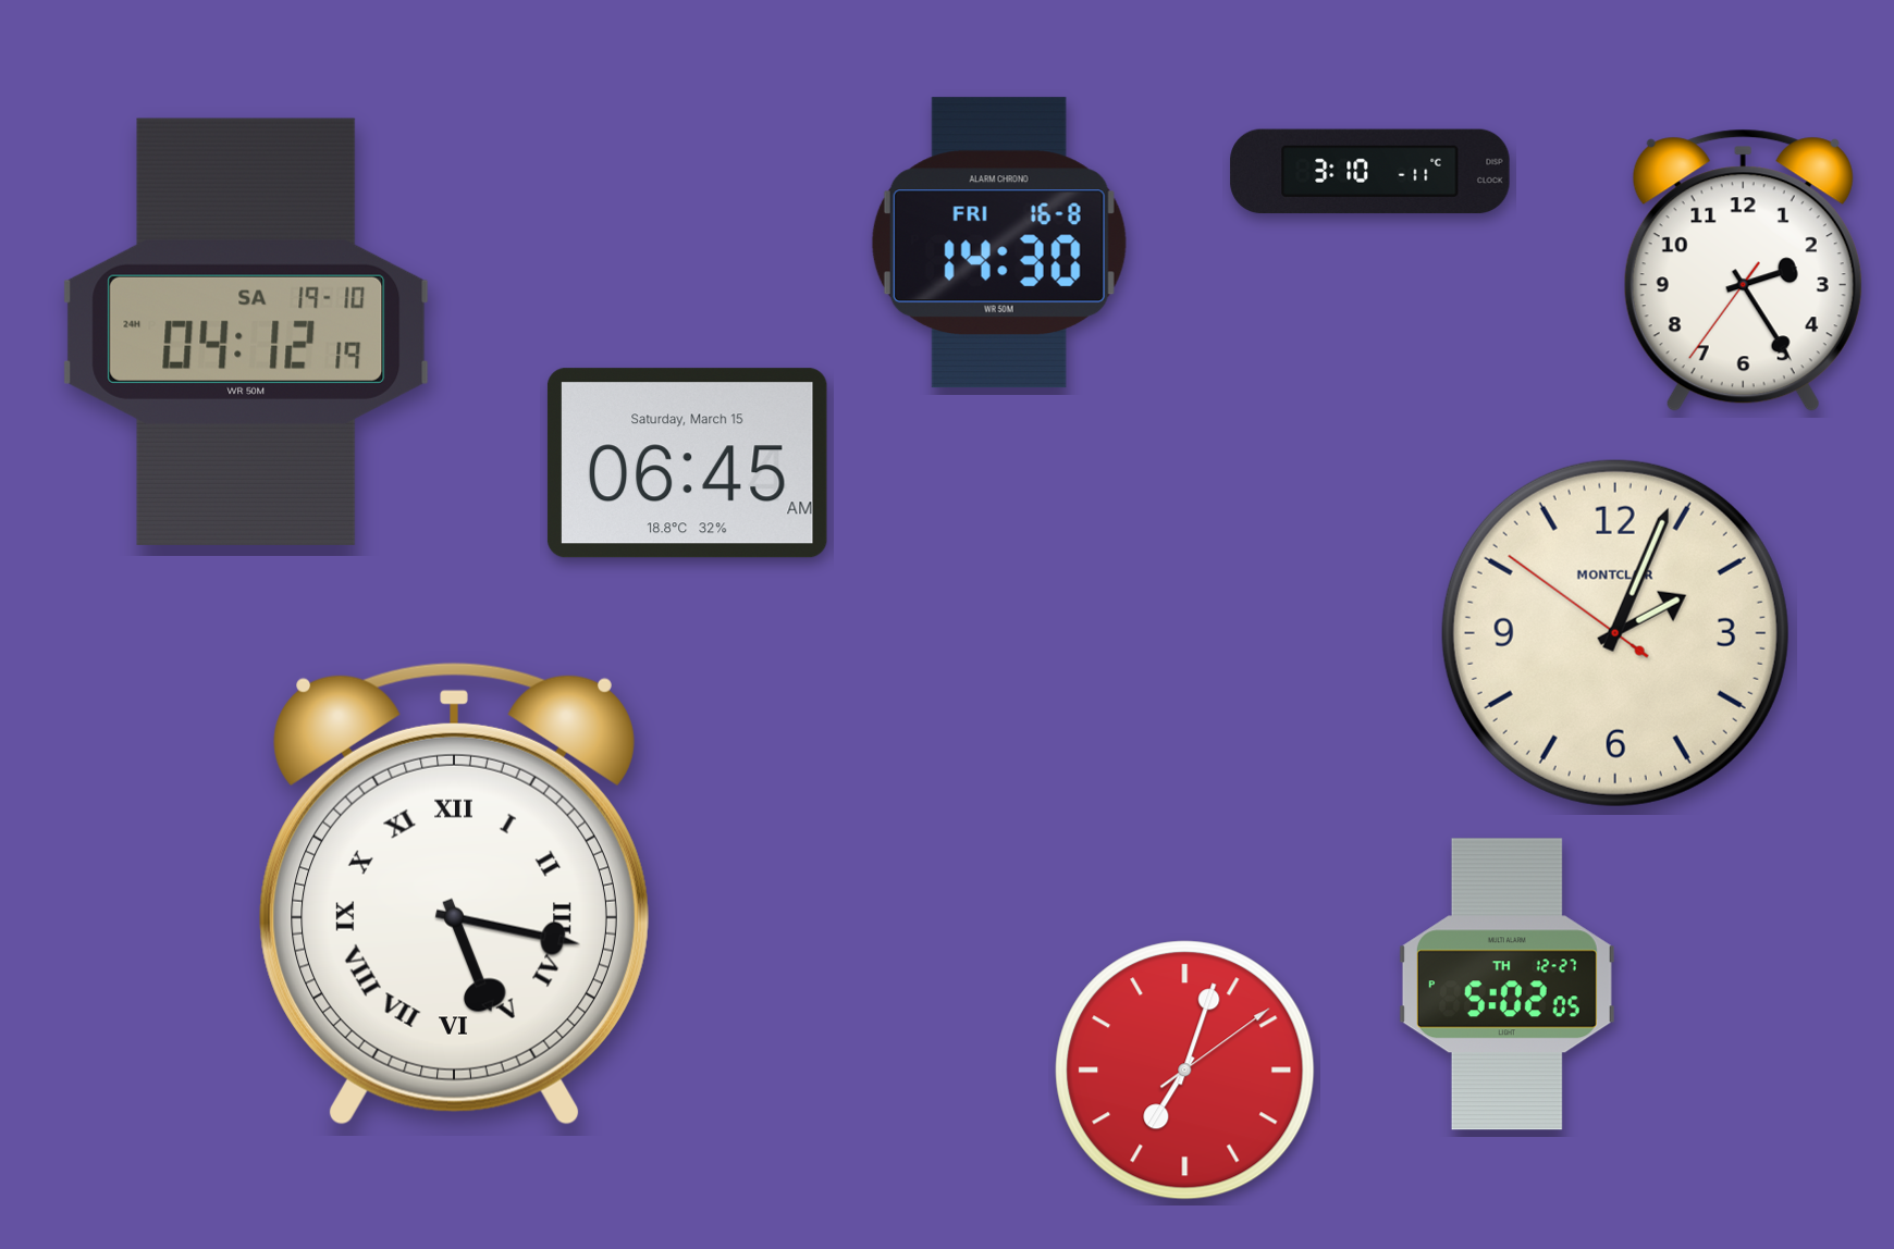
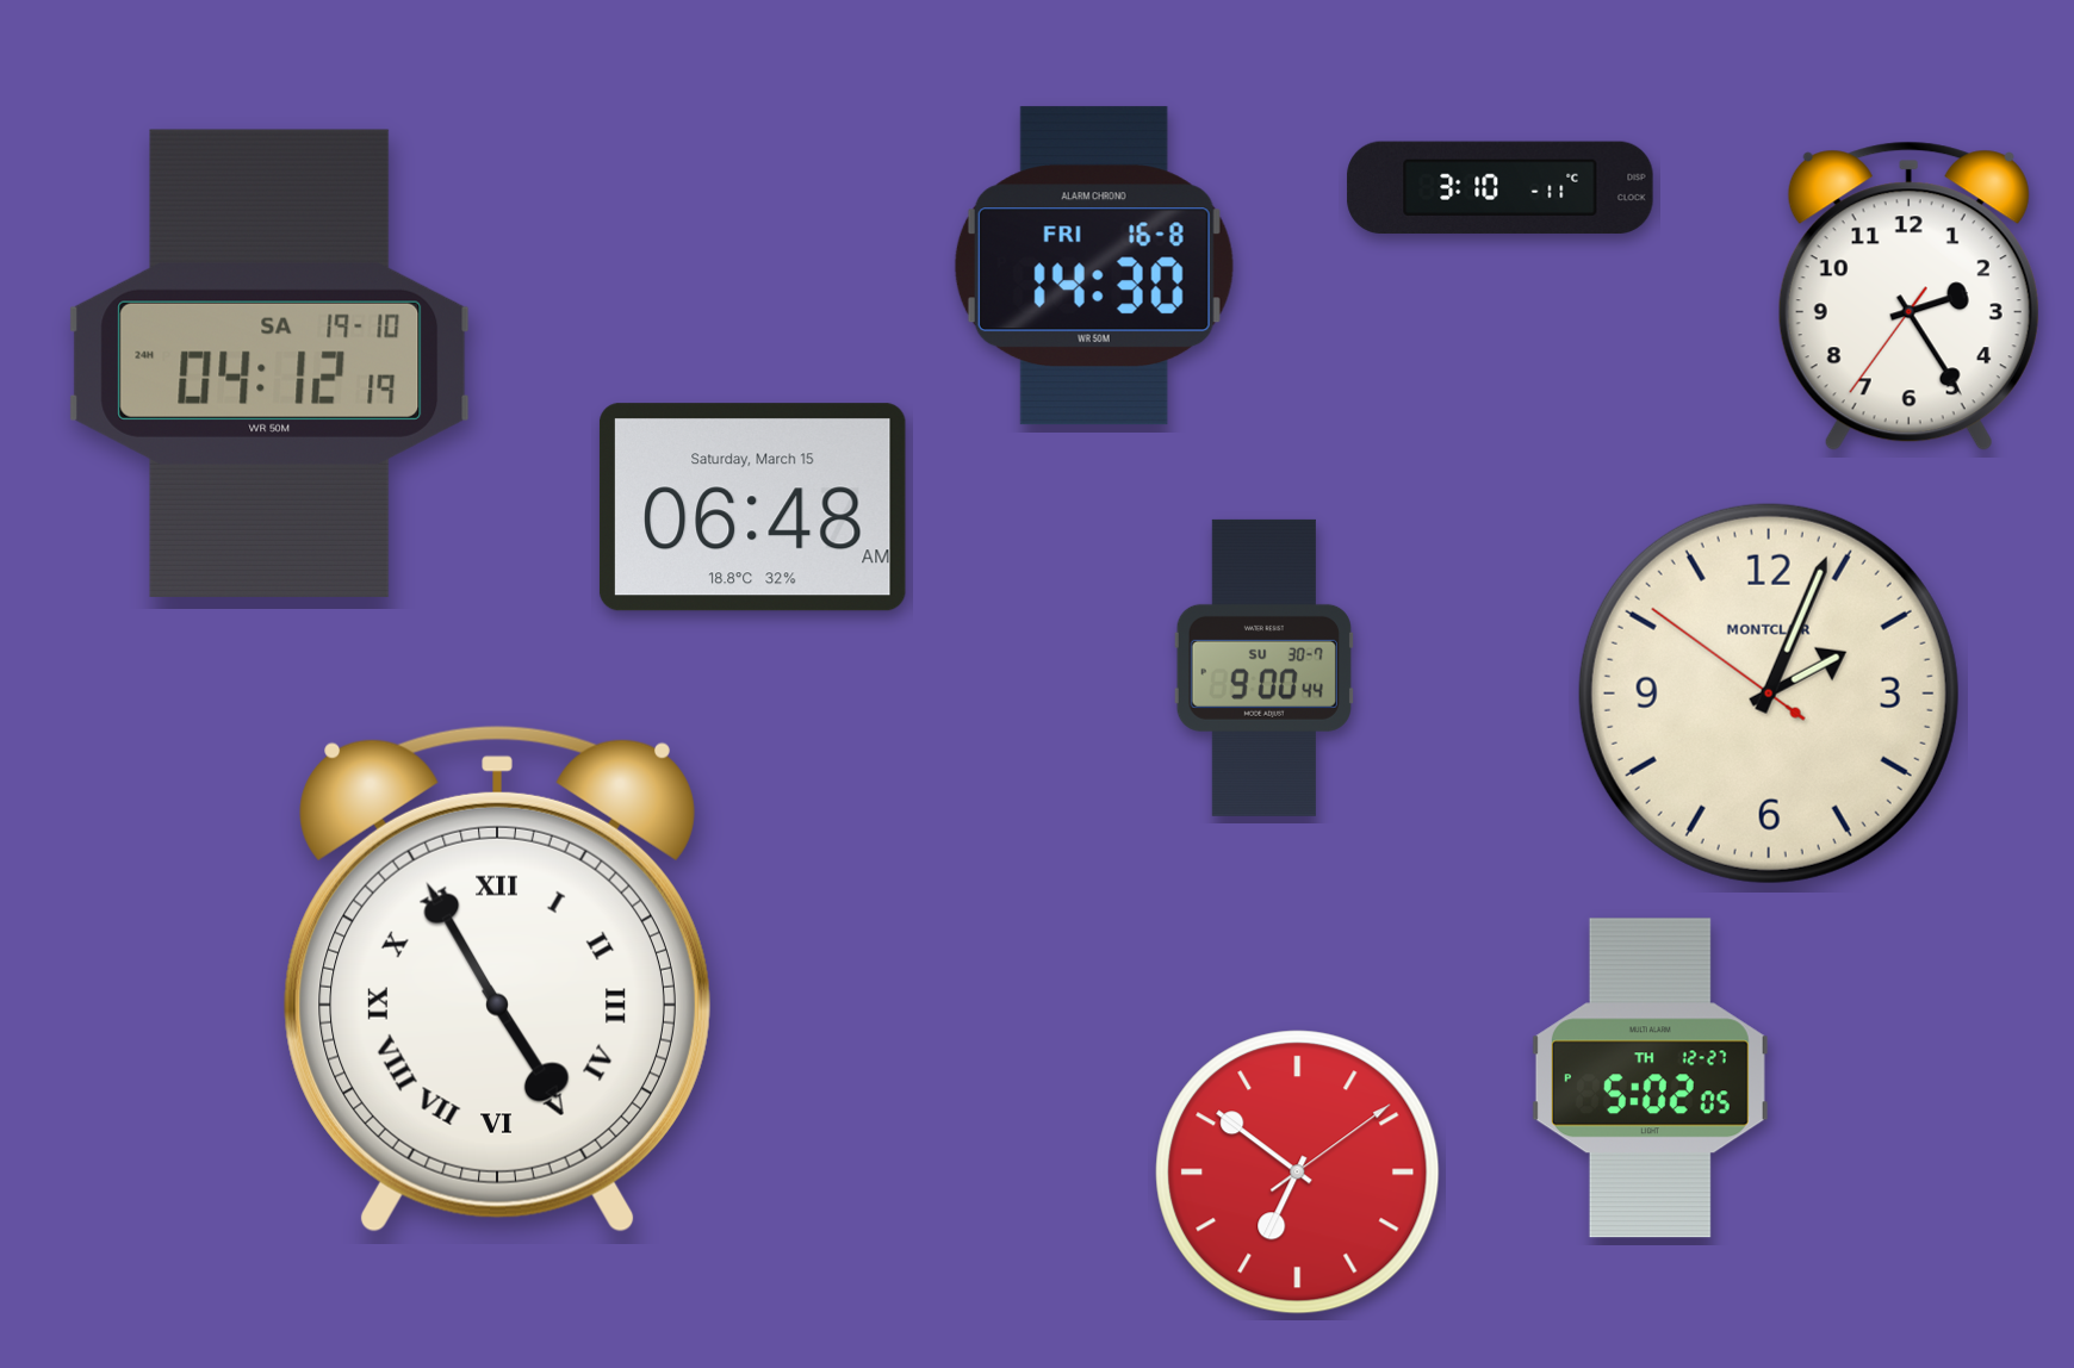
clock at (687, 463): 06:45 -> 06:48
clock at (1263, 667): none -> 9:00
clock at (454, 894): 5:17 -> 4:55
clock at (1185, 1071): 7:03 -> 6:51
